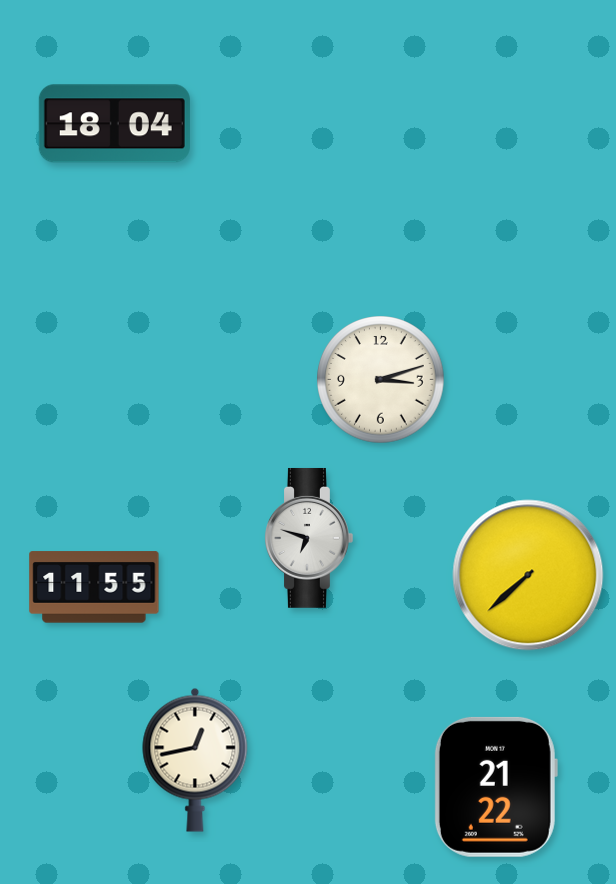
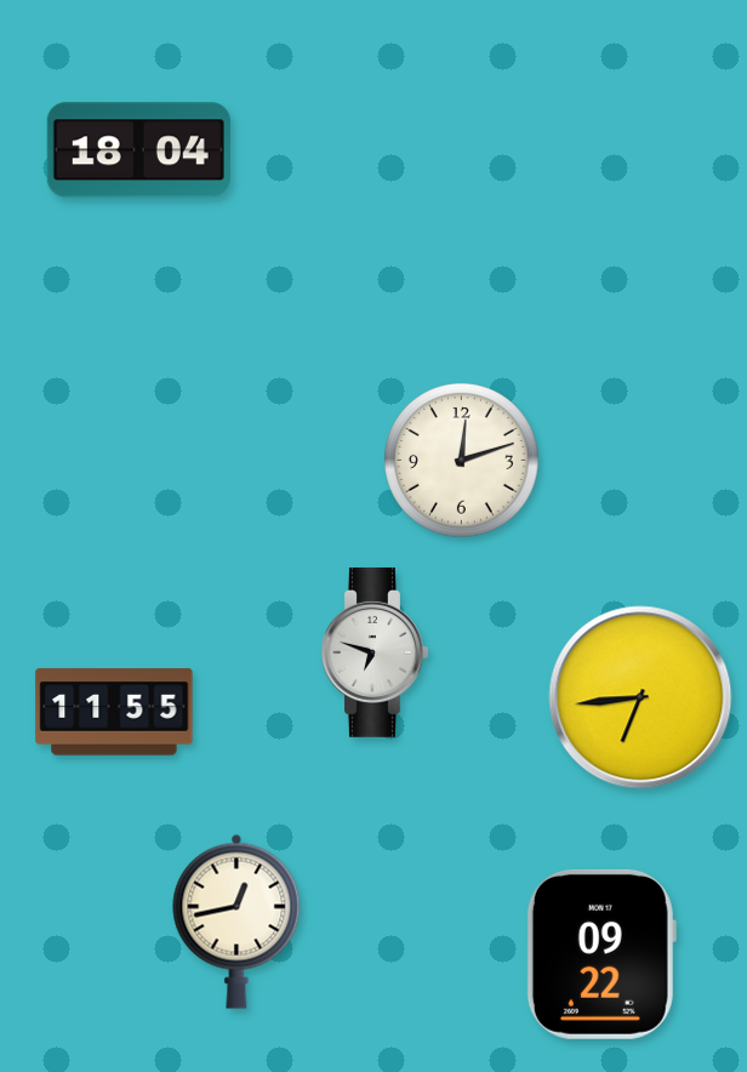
clock at (381, 380): 3:12 -> 12:12
clock at (528, 575): 7:38 -> 6:44
clock at (496, 787): 21:22 -> 09:22
